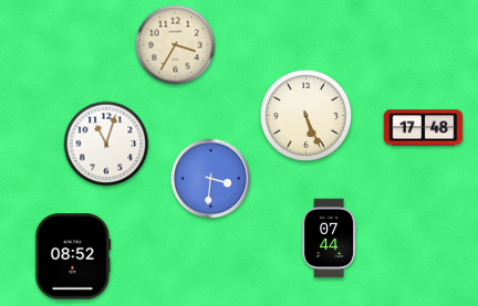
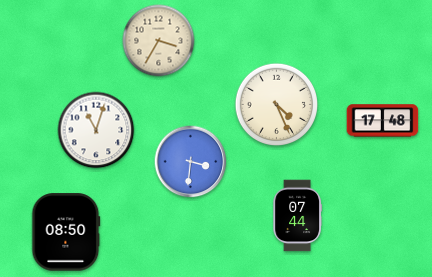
clock at (306, 116): 5:26 -> 4:26
clock at (424, 128) position: (424, 128) -> (383, 121)
clock at (73, 256): 08:52 -> 08:50
